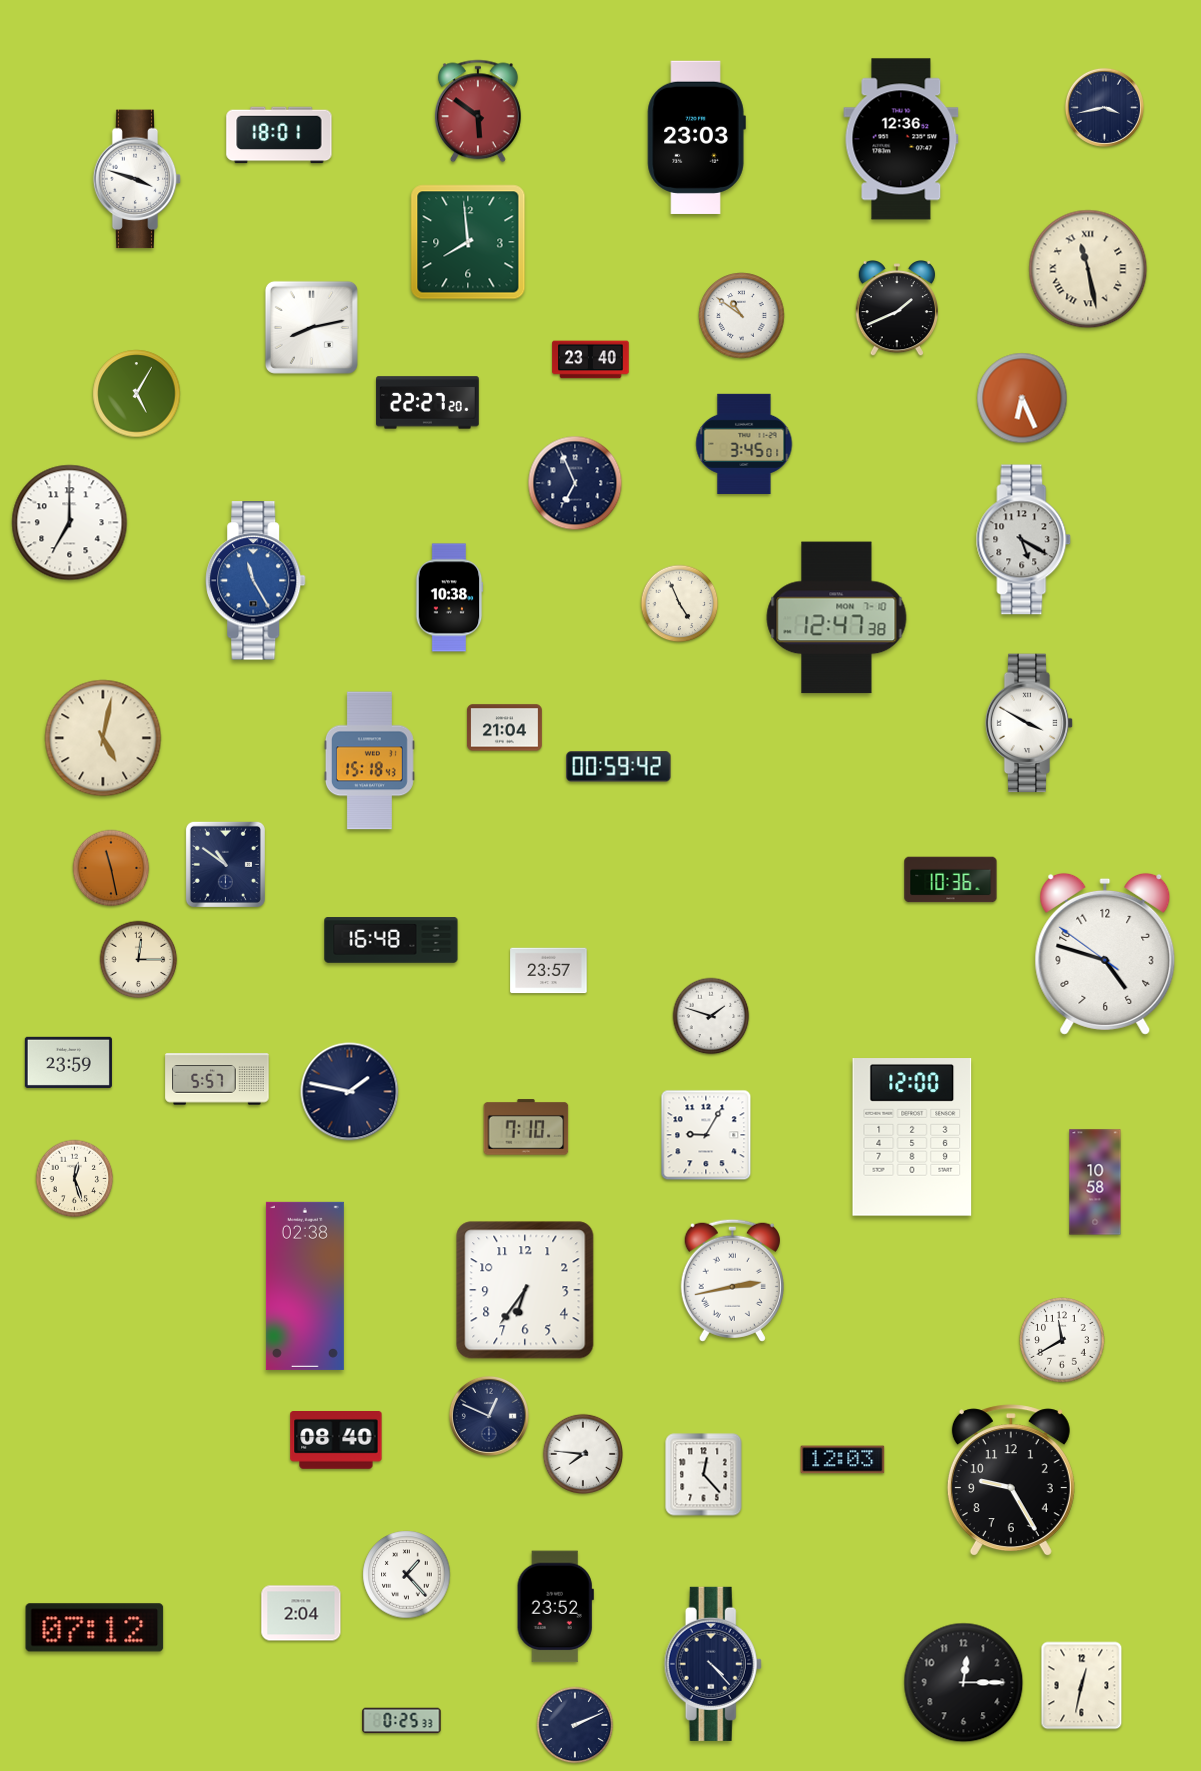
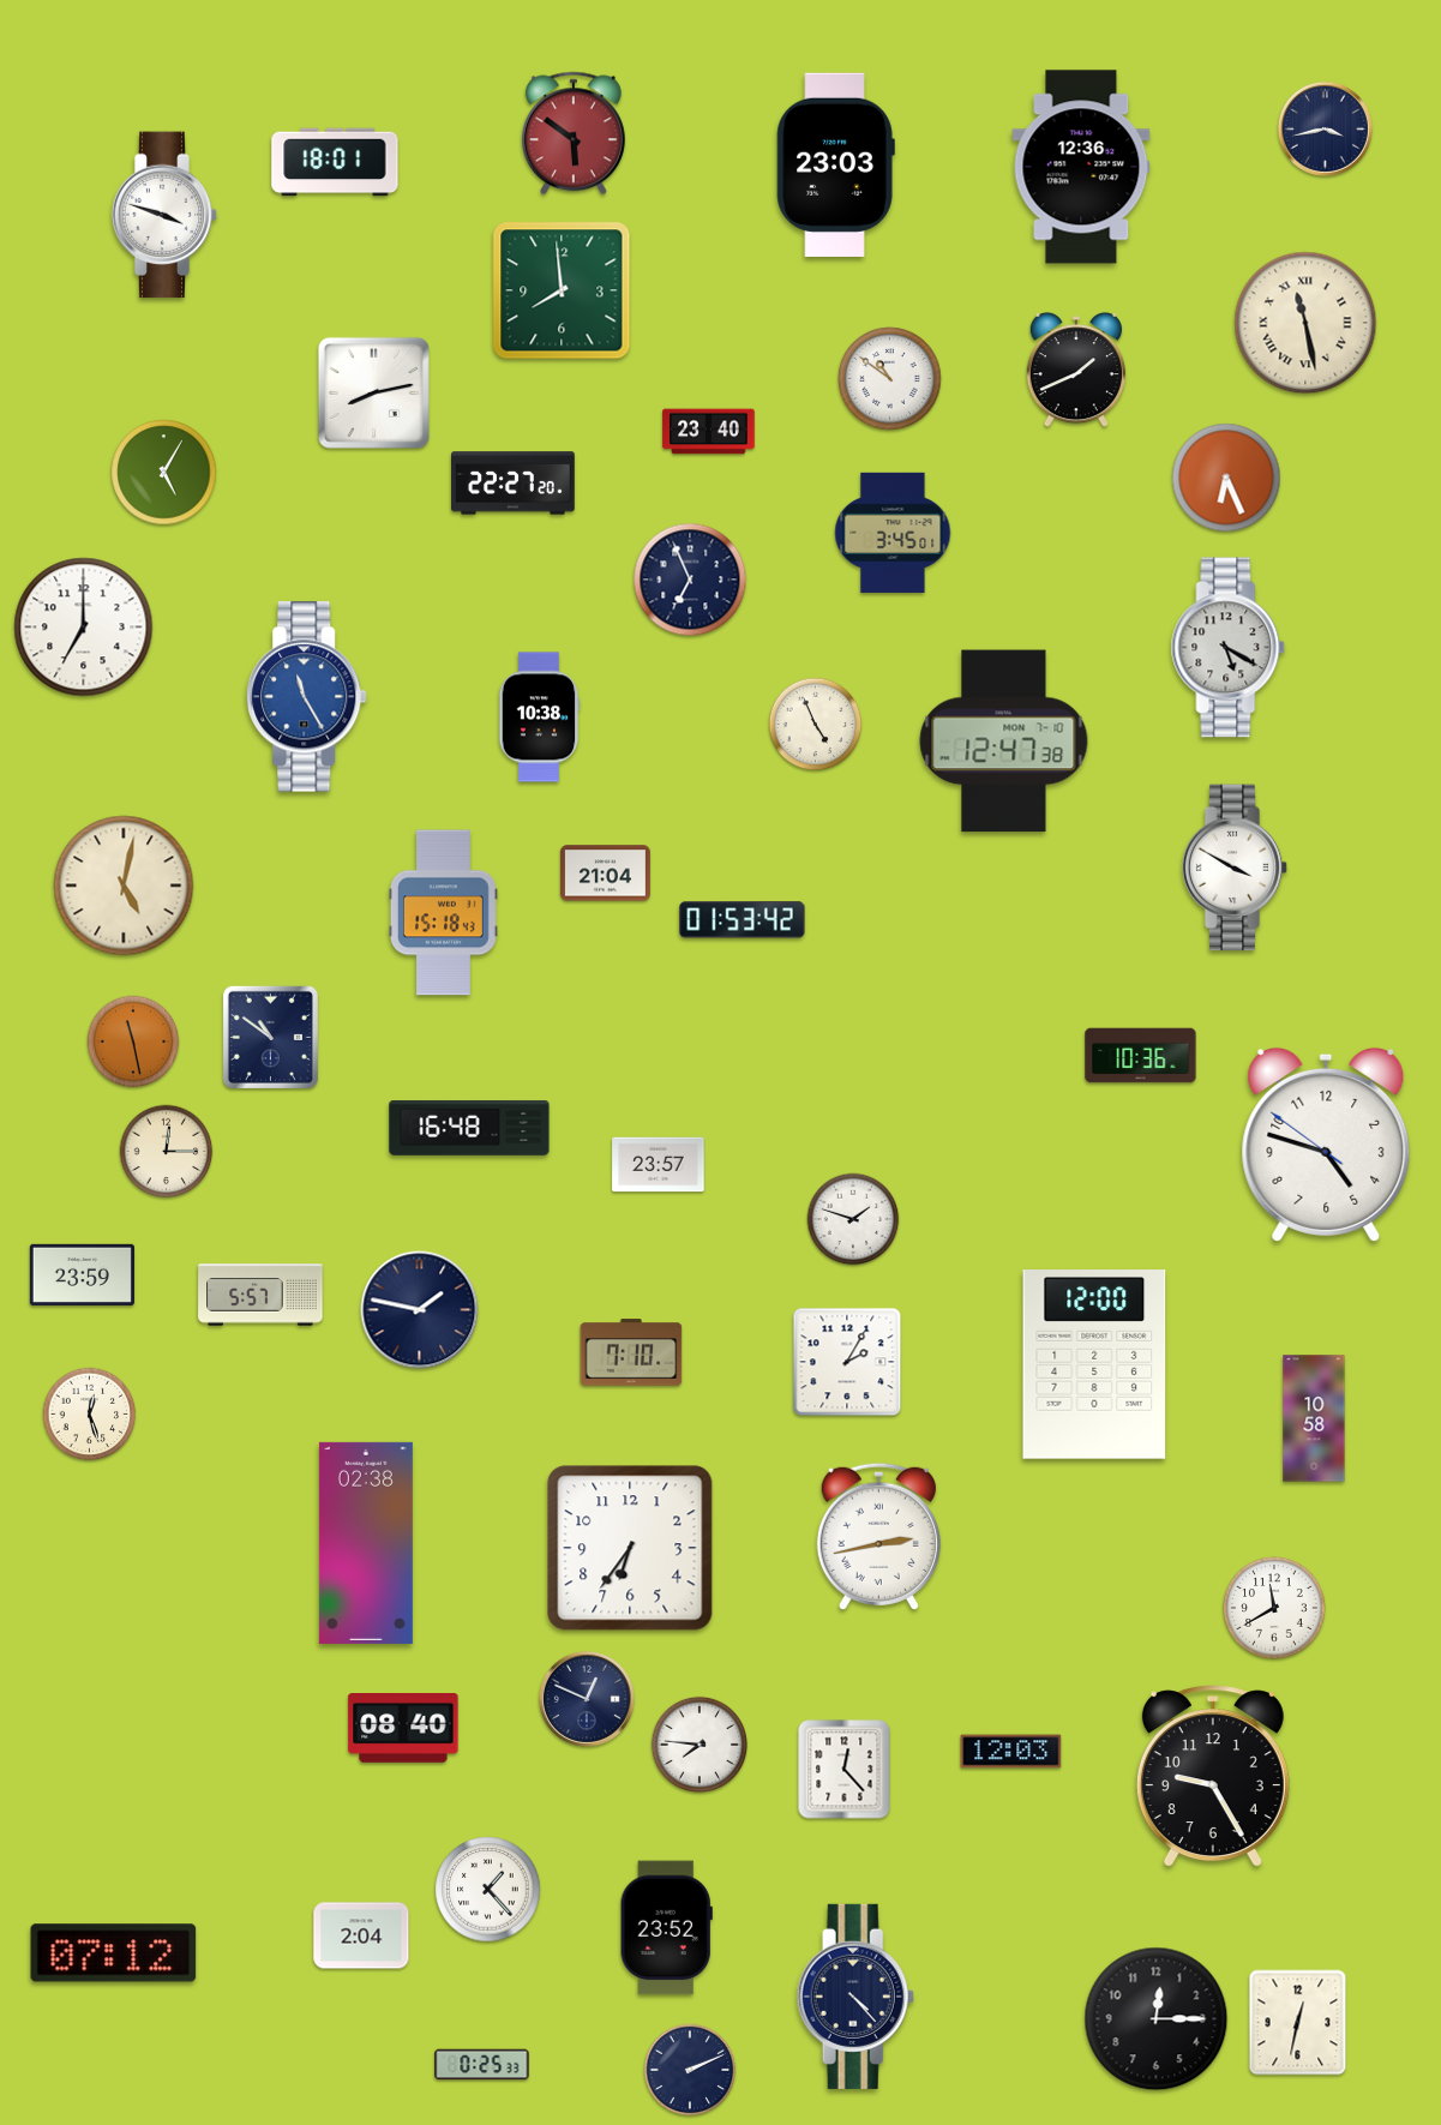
clock at (619, 767): 00:59 -> 01:53
clock at (706, 1135): 9:05 -> 2:05
